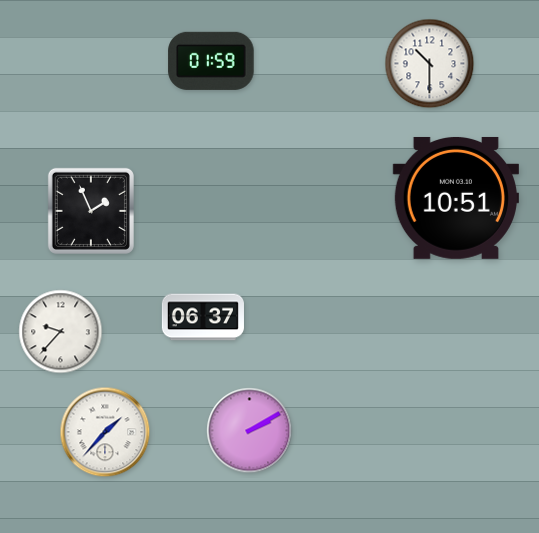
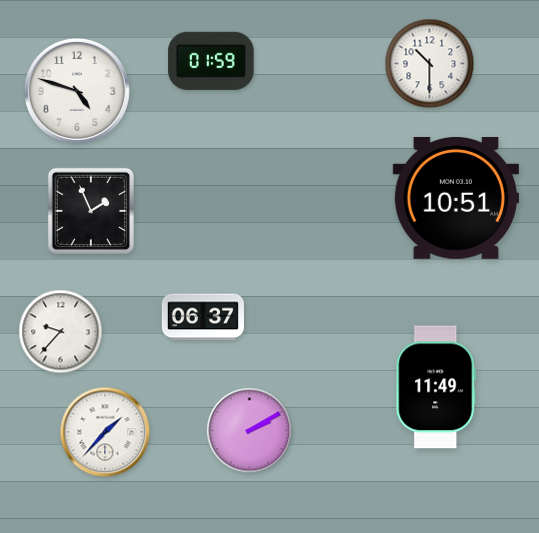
clock at (77, 91): none -> 4:48
clock at (436, 387): none -> 11:49
